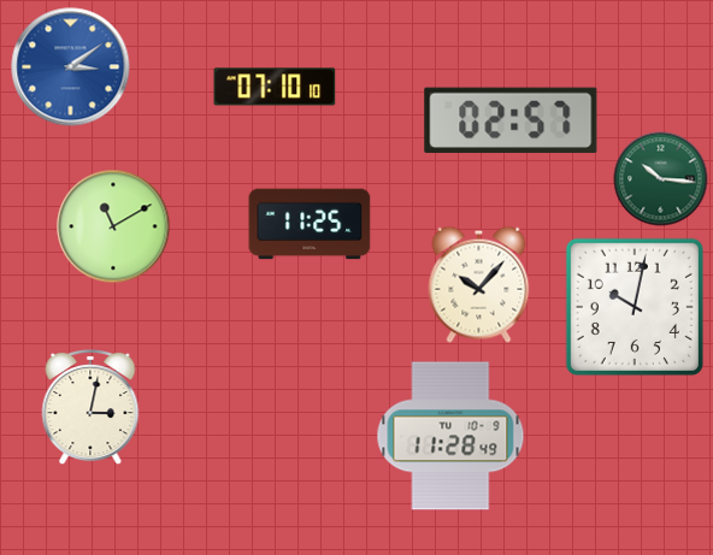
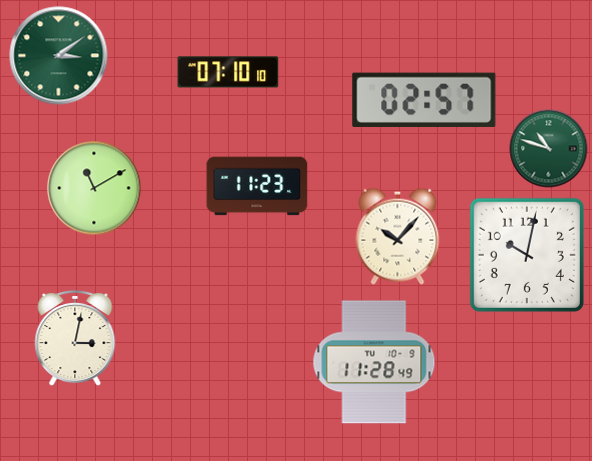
clock at (71, 67) dial: blue -> green
clock at (661, 179): 10:16 -> 10:48
clock at (310, 224): 11:25 -> 11:23
